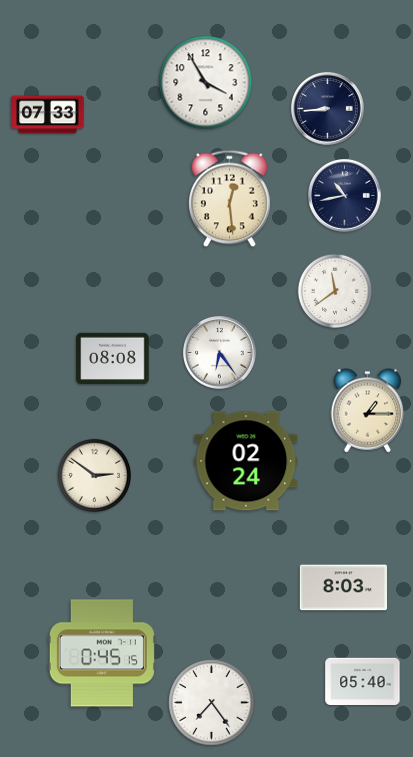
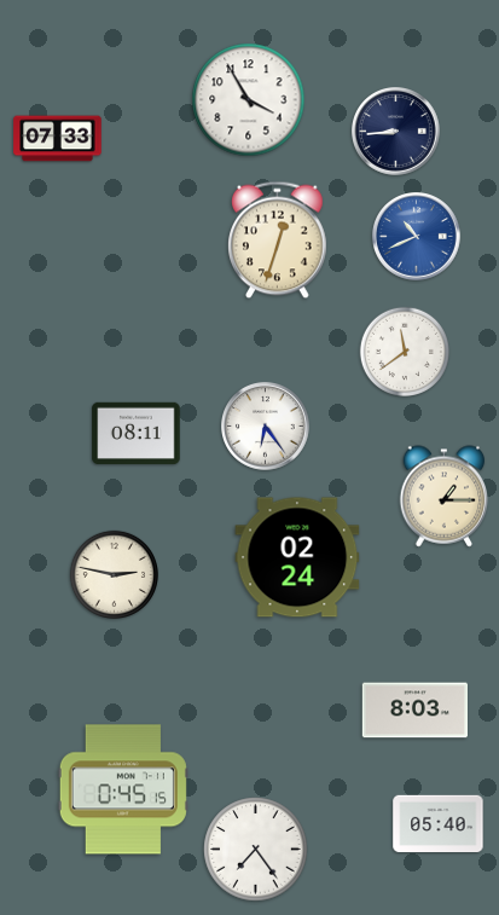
clock at (345, 196): 10:43 -> 10:41
clock at (345, 196) dial: navy -> blue
clock at (230, 199): 12:29 -> 12:33
clock at (113, 359): 08:08 -> 08:11
clock at (94, 475): 2:51 -> 2:47
